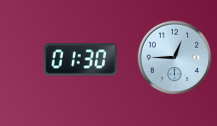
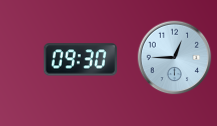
clock at (80, 60): 01:30 -> 09:30
